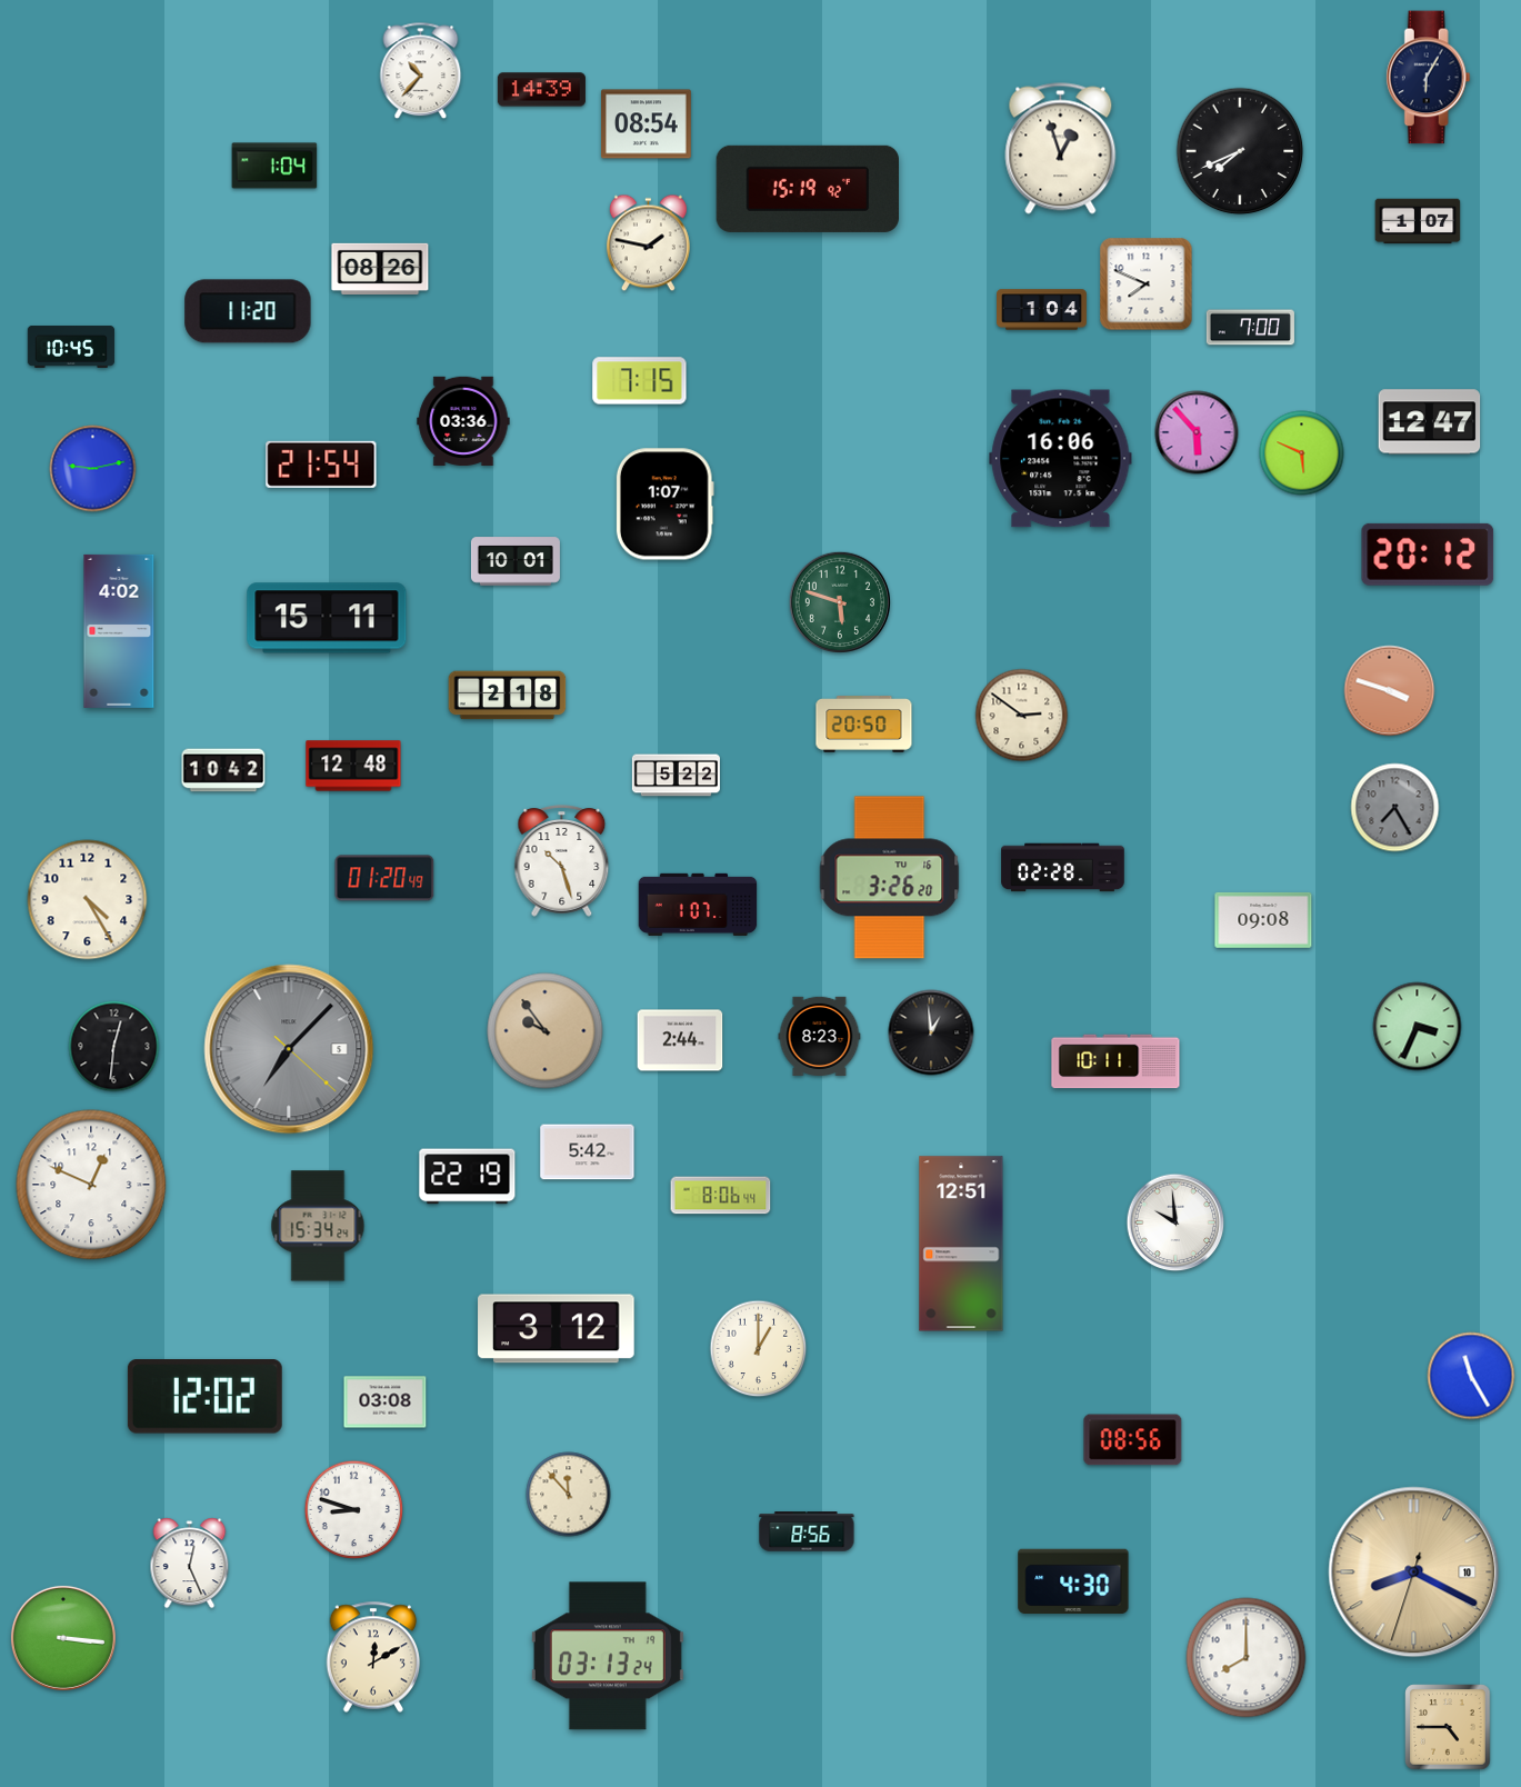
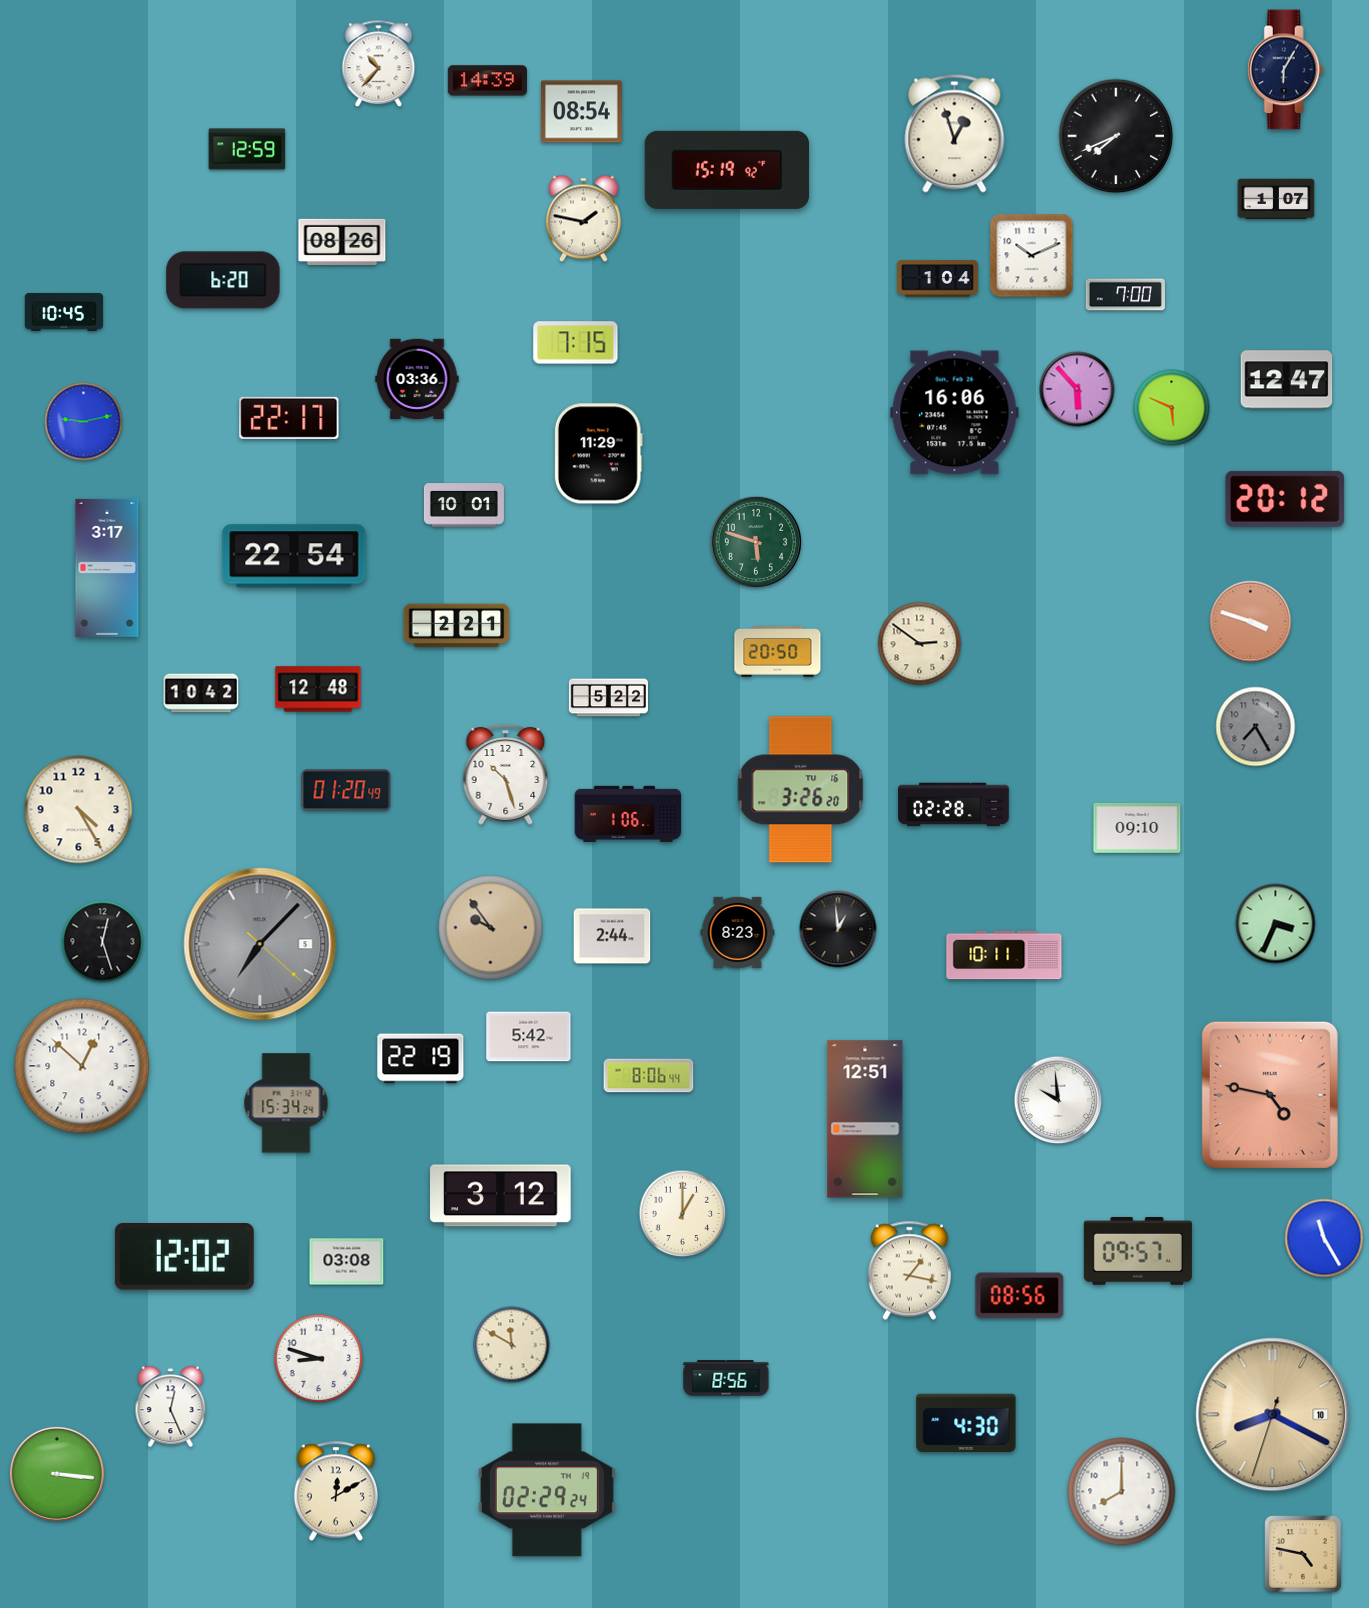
clock at (274, 166): 1:04 -> 12:59
clock at (1147, 284): 7:49 -> 10:11
clock at (248, 311): 11:20 -> 6:20
clock at (321, 465): 21:54 -> 22:17
clock at (664, 505): 1:07 -> 11:29
clock at (327, 618): 15:11 -> 22:54
clock at (119, 631): 4:02 -> 3:17
clock at (508, 696): 2:18 -> 2:21
clock at (1063, 868) position: (1063, 868) -> (954, 805)
clock at (698, 905): 1:07 -> 1:06
clock at (1263, 920): 09:08 -> 09:10
clock at (114, 1047): 12:31 -> 12:27
clock at (91, 1185): 12:49 -> 12:52
clock at (1270, 1095): none -> 4:47
clock at (1138, 1251): none -> 09:57
clock at (909, 1271): none -> 1:17
clock at (569, 1495): 11:53 -> 11:50
clock at (608, 1656): 03:13 -> 02:29
clock at (1448, 1727): 4:45 -> 4:47
